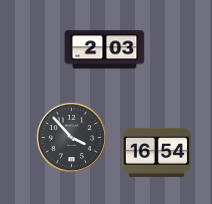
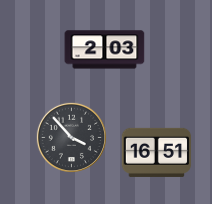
clock at (157, 152): 16:54 -> 16:51
